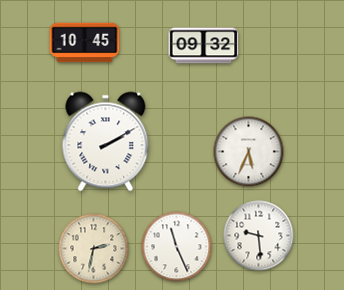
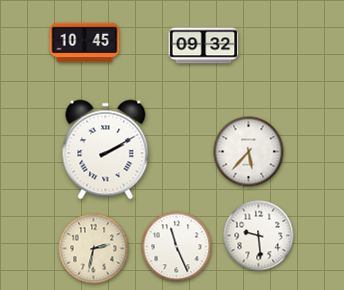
clock at (106, 142) position: (106, 142) -> (106, 150)
clock at (249, 152): 5:34 -> 5:37
